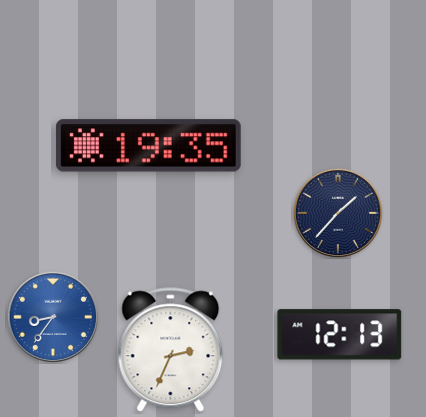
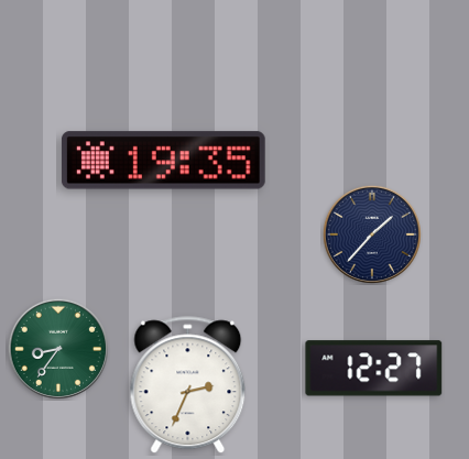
clock at (53, 317) dial: blue -> green
clock at (340, 335): 12:13 -> 12:27
